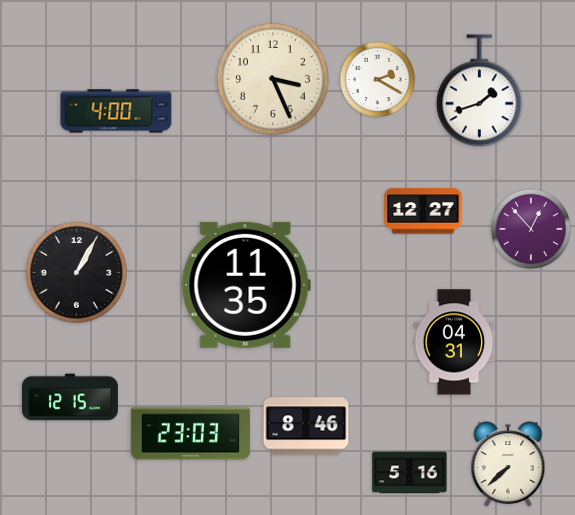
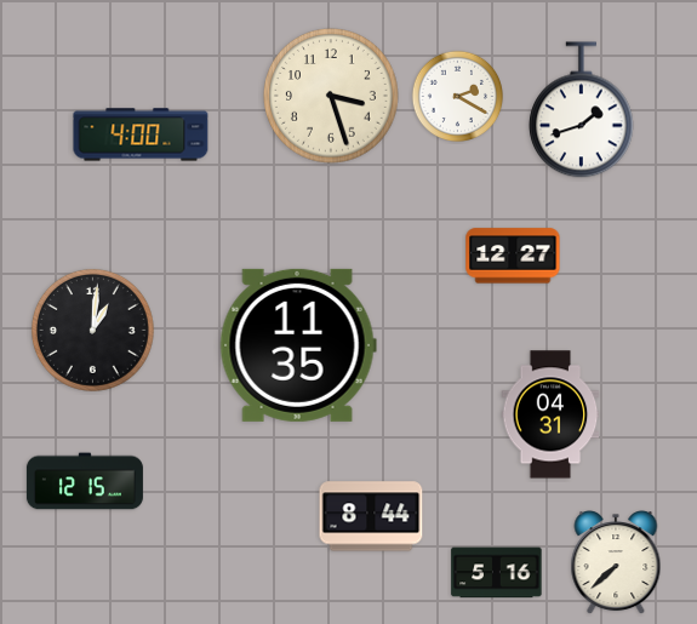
clock at (274, 80): 3:26 -> 3:27
clock at (531, 229): 12:53 -> none
clock at (76, 272): 1:05 -> 1:01
clock at (306, 426): 8:46 -> 8:44
clock at (191, 434): 23:03 -> none
